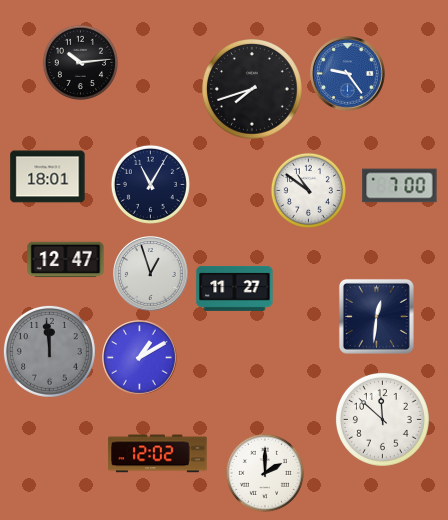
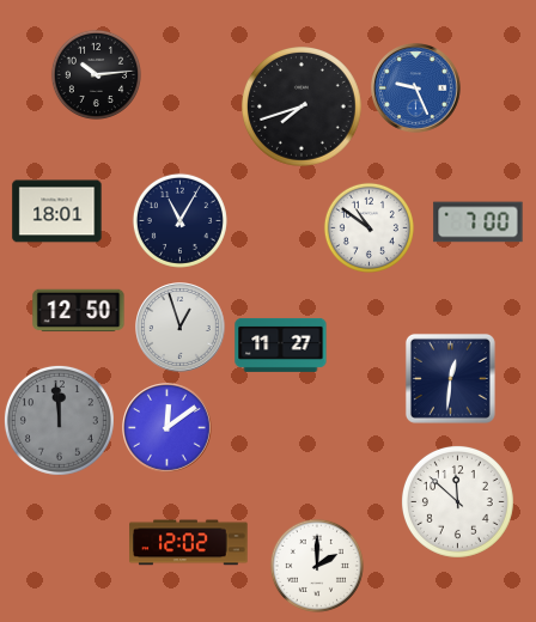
clock at (348, 74): 9:24 -> 9:26
clock at (66, 260): 12:47 -> 12:50
clock at (140, 358): 1:10 -> 12:09
